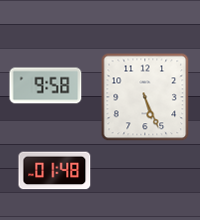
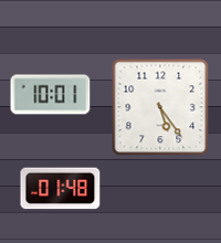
clock at (46, 86): 9:58 -> 10:01
clock at (145, 97): 5:26 -> 5:24
